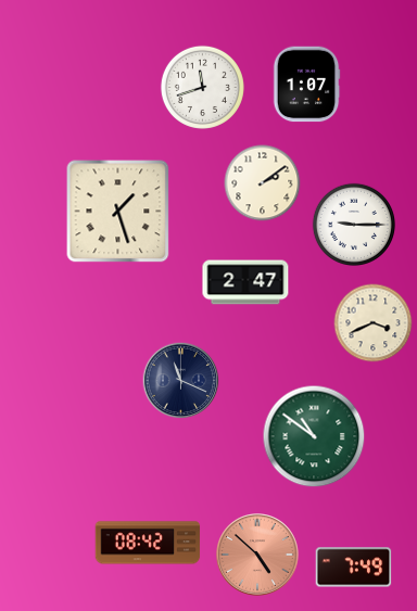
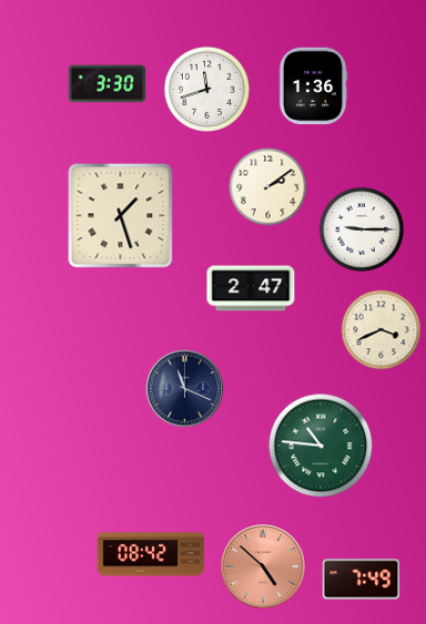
clock at (108, 84): none -> 3:30
clock at (306, 85): 1:07 -> 1:36
clock at (314, 436): 10:51 -> 10:46
